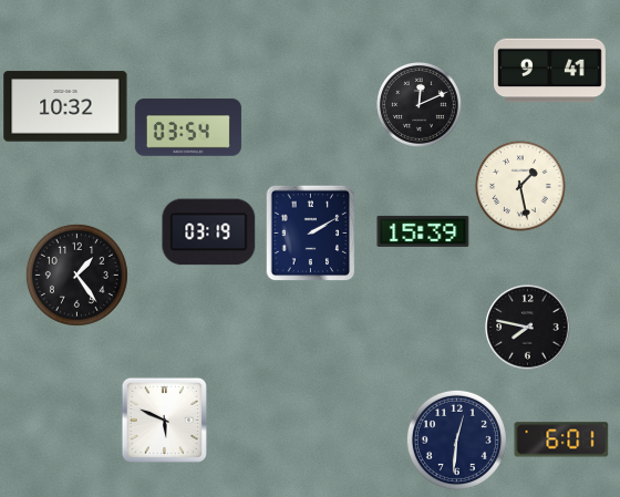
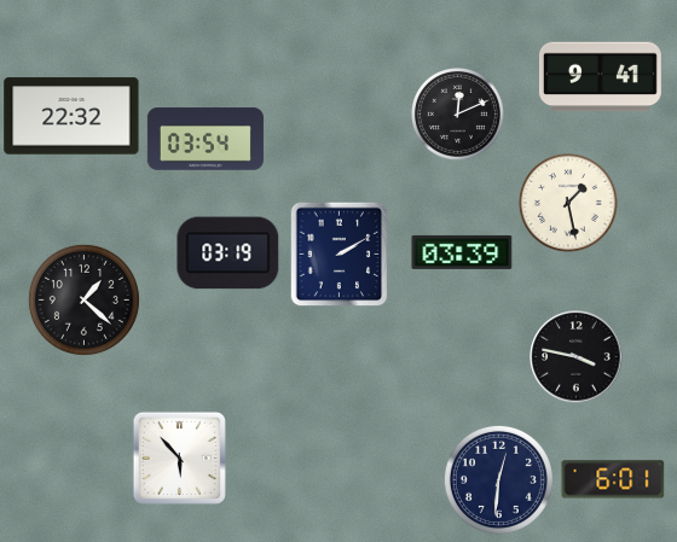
clock at (65, 106): 10:32 -> 22:32
clock at (423, 231): 15:39 -> 03:39
clock at (76, 275): 1:24 -> 1:22
clock at (528, 328): 7:47 -> 3:47
clock at (164, 420): 5:49 -> 5:53
